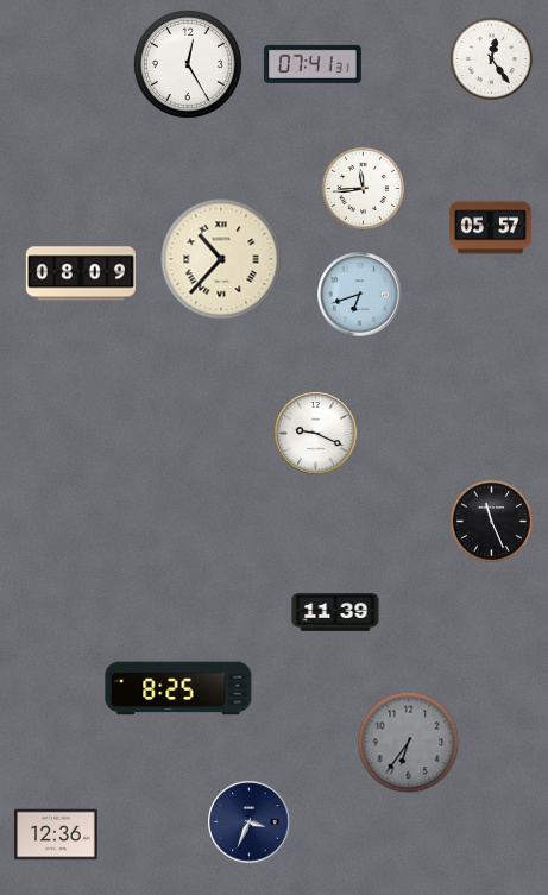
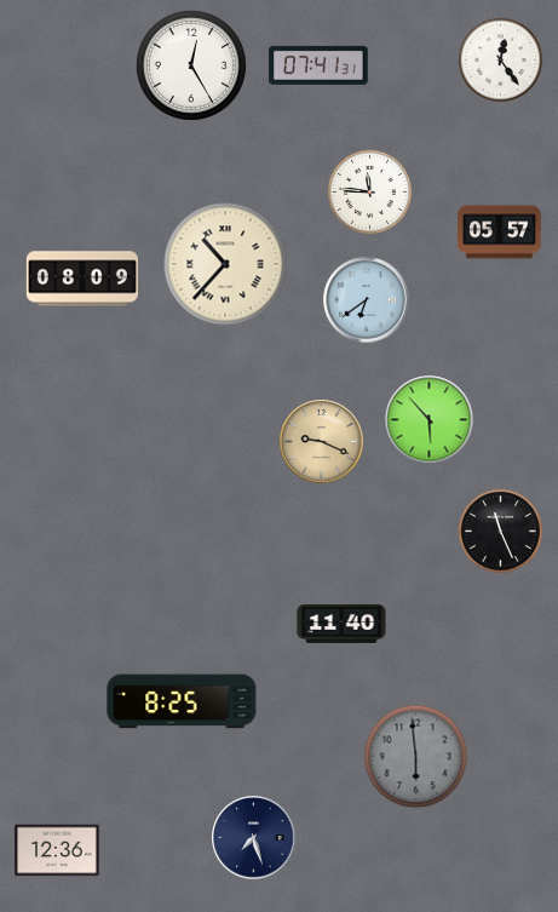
clock at (363, 188): 11:44 -> 11:46
clock at (360, 295): 6:42 -> 6:39
clock at (430, 420): none -> 5:53
clock at (316, 434) dial: white -> champagne
clock at (335, 613): 11:39 -> 11:40
clock at (409, 743): 6:36 -> 5:59
clock at (250, 822): 3:34 -> 7:27
